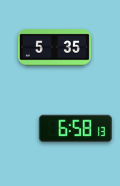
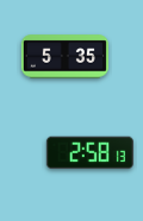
clock at (75, 129): 6:58 -> 2:58
